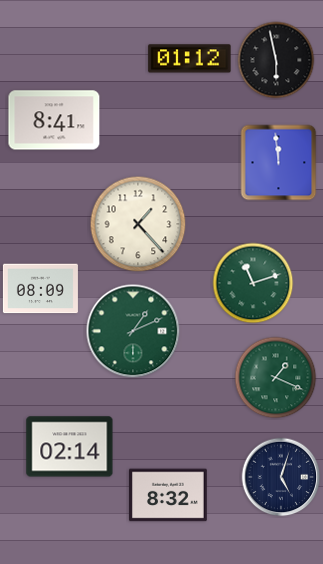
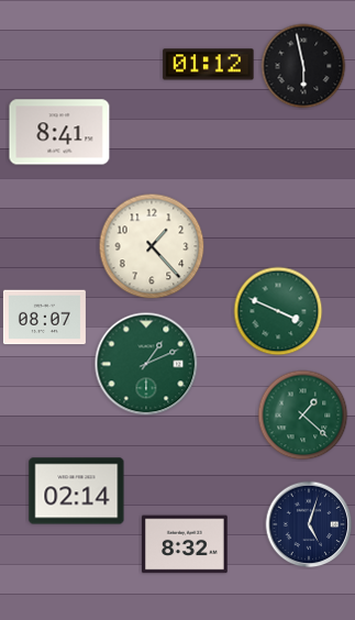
clock at (279, 163): 11:59 -> none
clock at (253, 283): 11:12 -> 3:49
clock at (40, 289): 08:09 -> 08:07
clock at (276, 378): 1:19 -> 1:22
